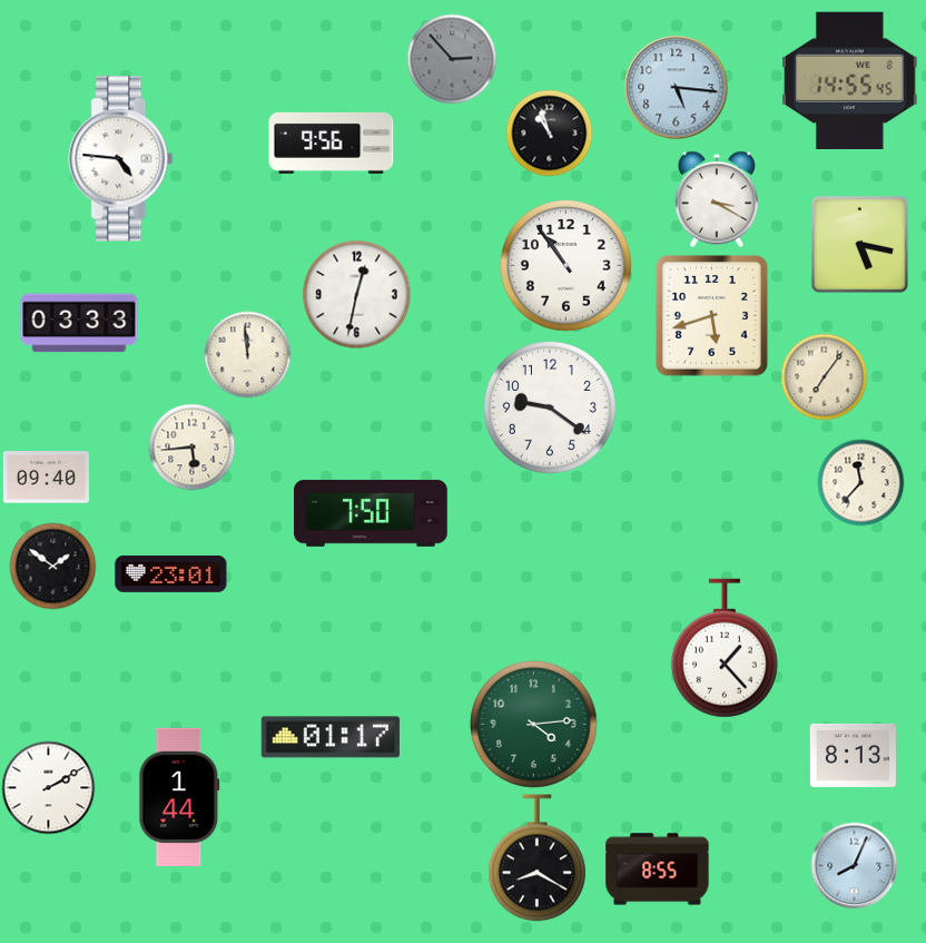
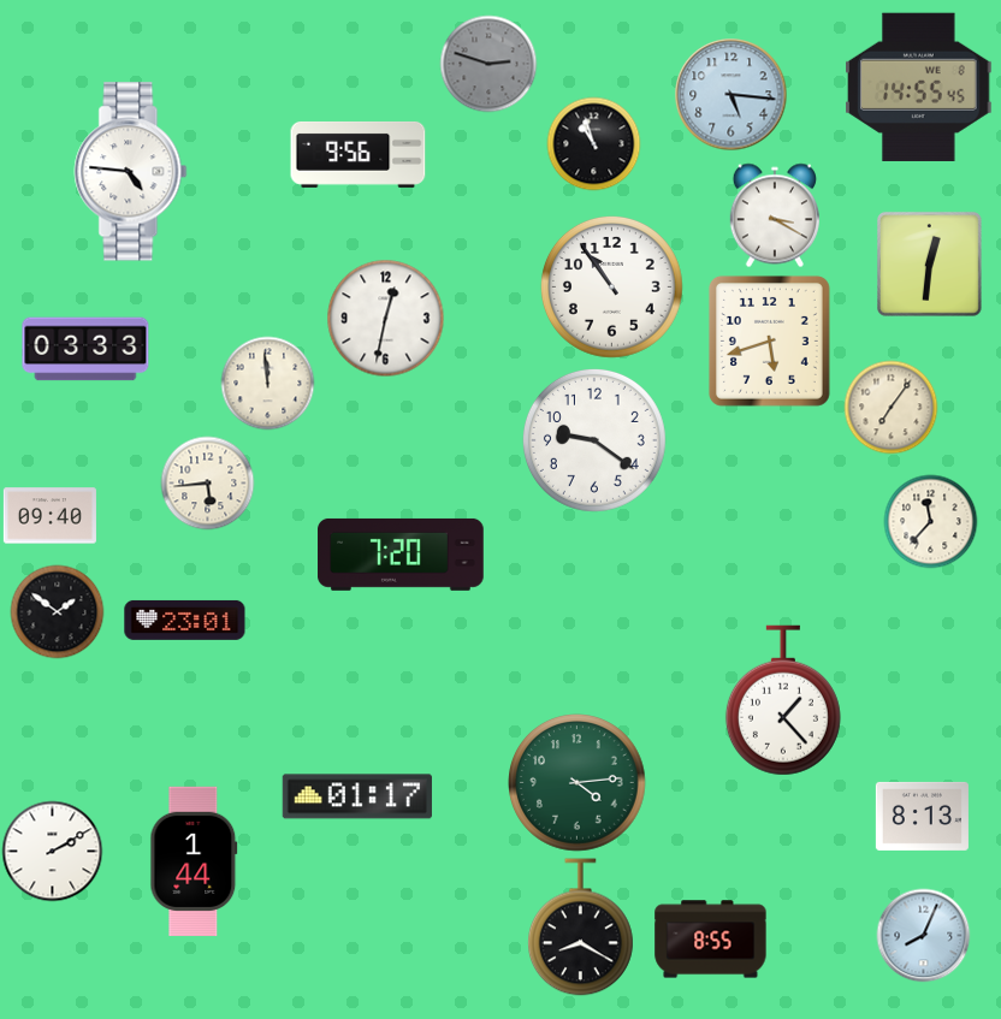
clock at (452, 59): 2:53 -> 2:48
clock at (860, 245): 5:17 -> 12:31
clock at (371, 513): 7:50 -> 7:20
